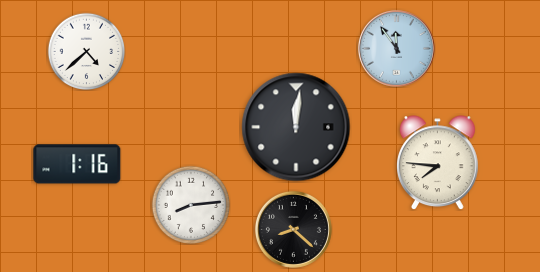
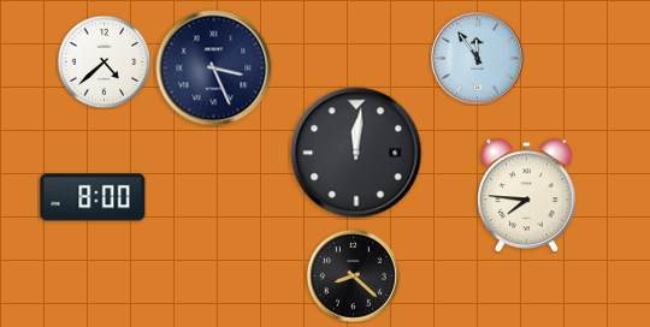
clock at (214, 69): none -> 3:26
clock at (77, 164): 1:16 -> 8:00
clock at (191, 205): 8:14 -> none
